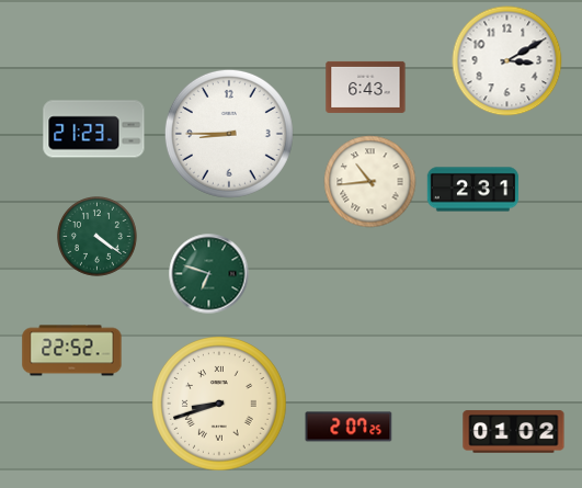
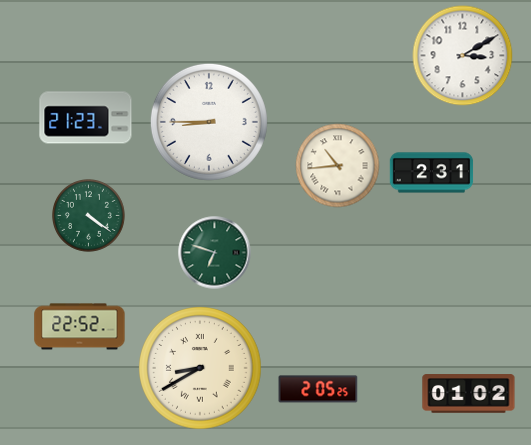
clock at (366, 87): 6:43 -> none
clock at (209, 274) position: (209, 274) -> (215, 253)
clock at (72, 351) position: (72, 351) -> (80, 327)
clock at (219, 404): 8:42 -> 8:40
clock at (349, 427): 2:07 -> 2:05
